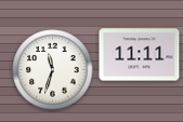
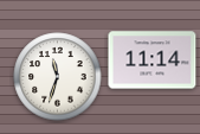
clock at (140, 55): 11:11 -> 11:14
